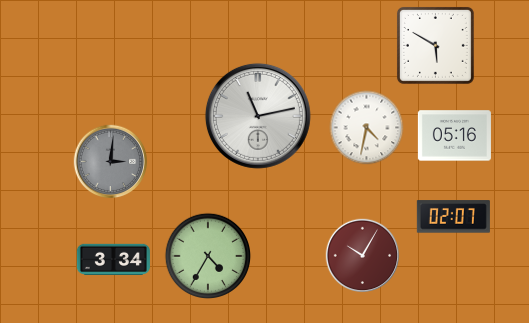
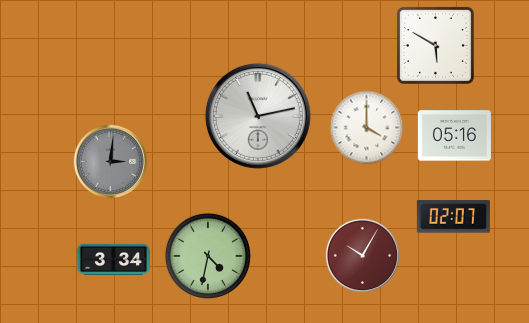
clock at (367, 128): 4:32 -> 4:00
clock at (208, 256): 4:35 -> 4:32
